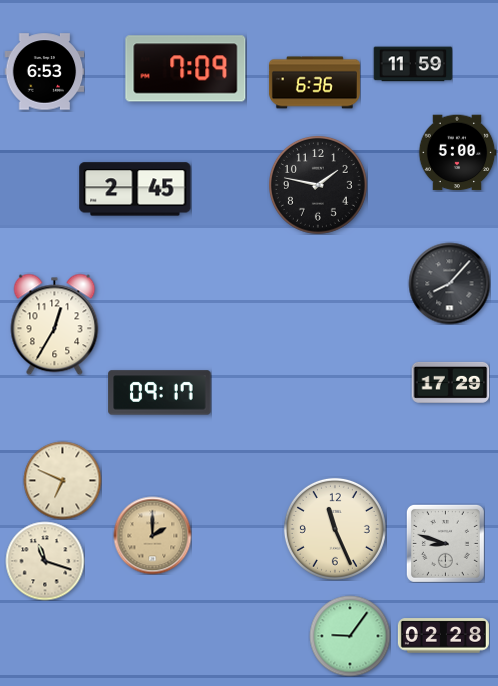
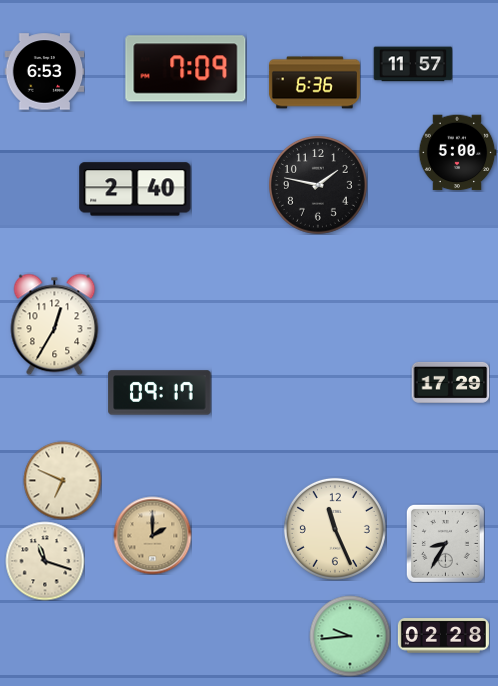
clock at (413, 64): 11:59 -> 11:57
clock at (135, 189): 2:45 -> 2:40
clock at (449, 283): 8:07 -> none
clock at (445, 543): 8:48 -> 8:35
clock at (350, 636): 9:06 -> 9:44
